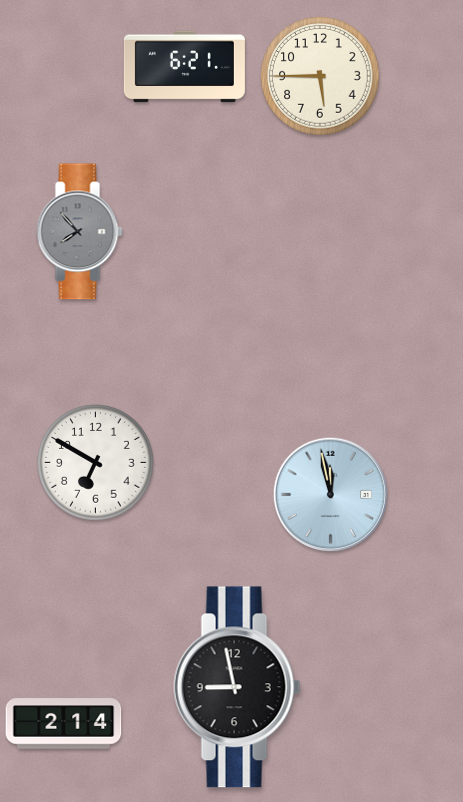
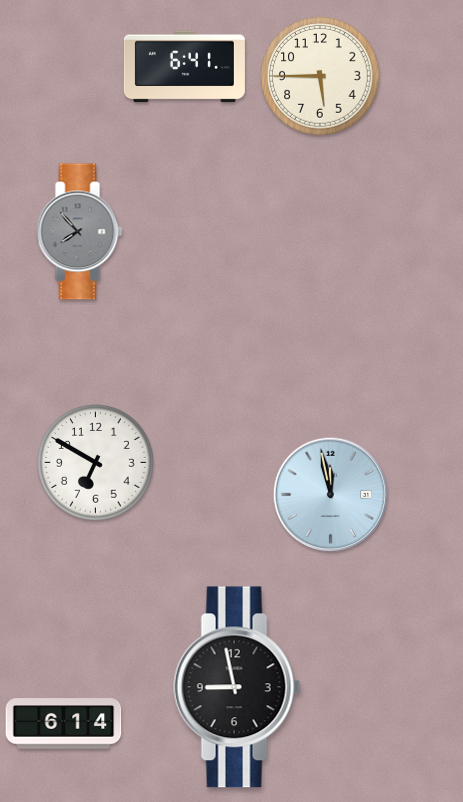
clock at (184, 67): 6:21 -> 6:41
clock at (64, 724): 2:14 -> 6:14
